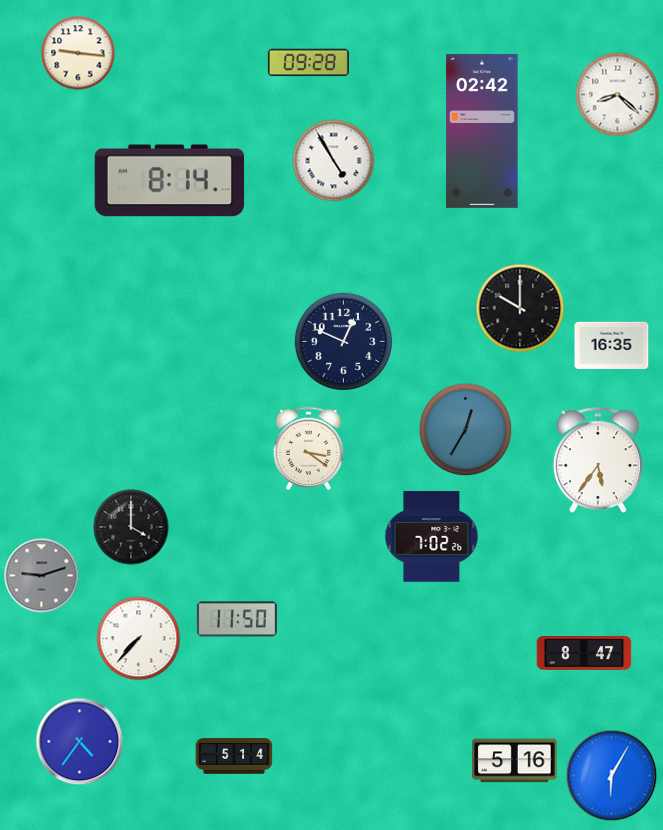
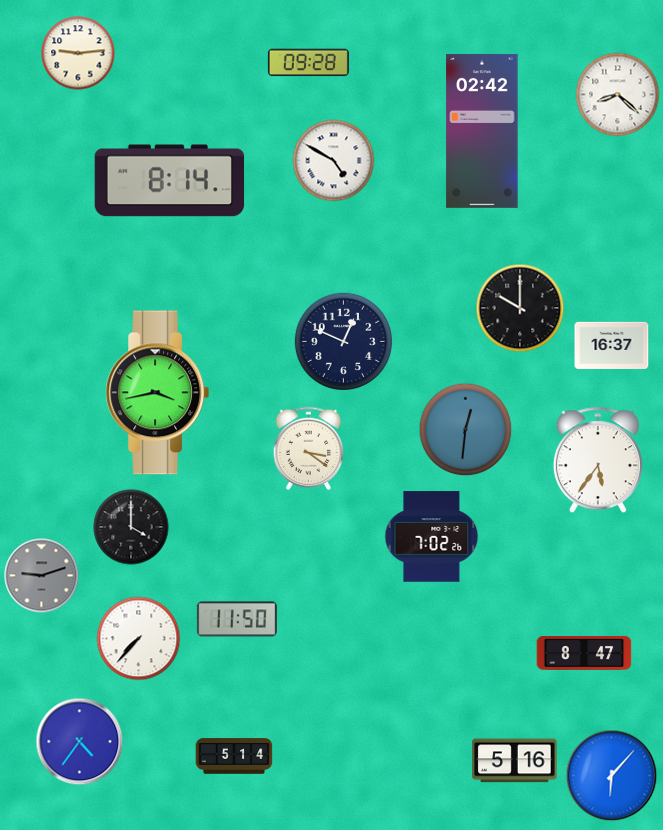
clock at (78, 53): 9:16 -> 9:14
clock at (334, 161): 4:55 -> 4:50
clock at (612, 345): 16:35 -> 16:37
clock at (157, 393): none -> 3:43
clock at (466, 430): 12:35 -> 12:31
clock at (612, 776): 6:05 -> 6:07
